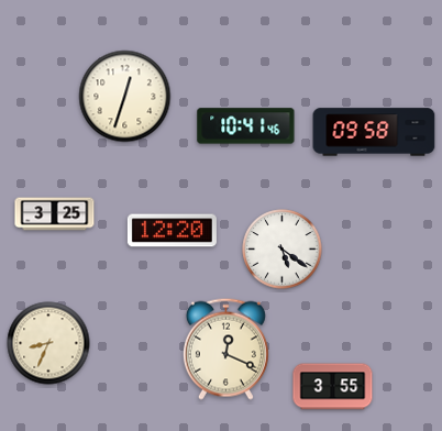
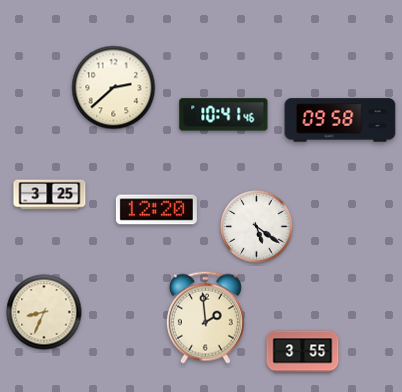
clock at (125, 97): 12:33 -> 2:38
clock at (225, 349): 12:19 -> 1:59
